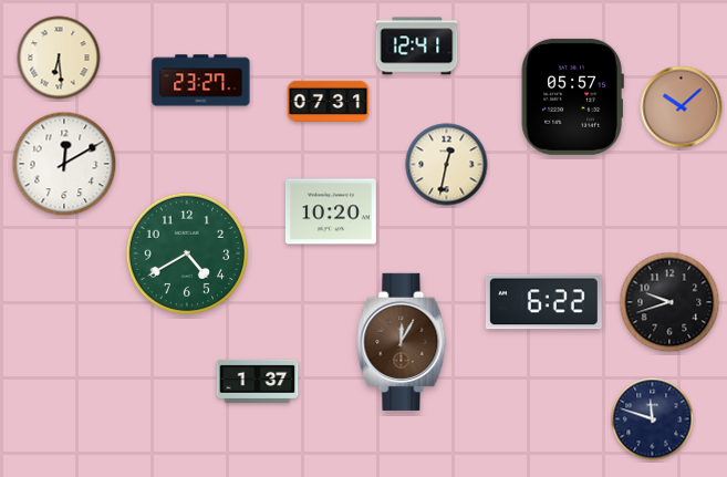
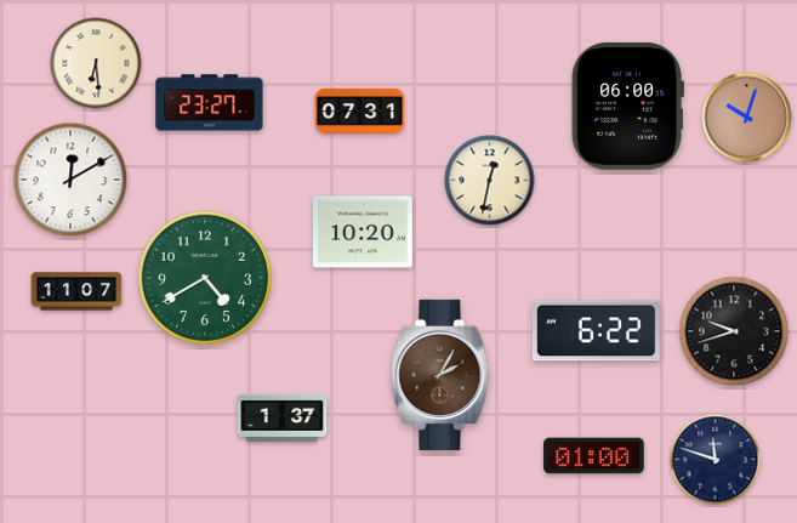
clock at (417, 46): 12:41 -> none
clock at (59, 58) position: (59, 58) -> (96, 63)
clock at (201, 81) position: (201, 81) -> (210, 103)
clock at (572, 96): 05:57 -> 06:00
clock at (682, 107): 10:08 -> 10:03
clock at (76, 291): none -> 11:07
clock at (402, 342): 12:05 -> 2:05
clock at (594, 456): none -> 01:00
